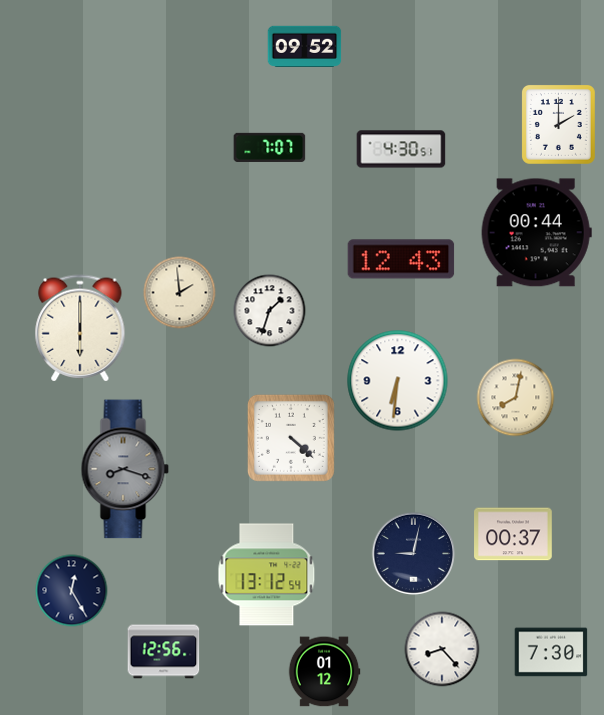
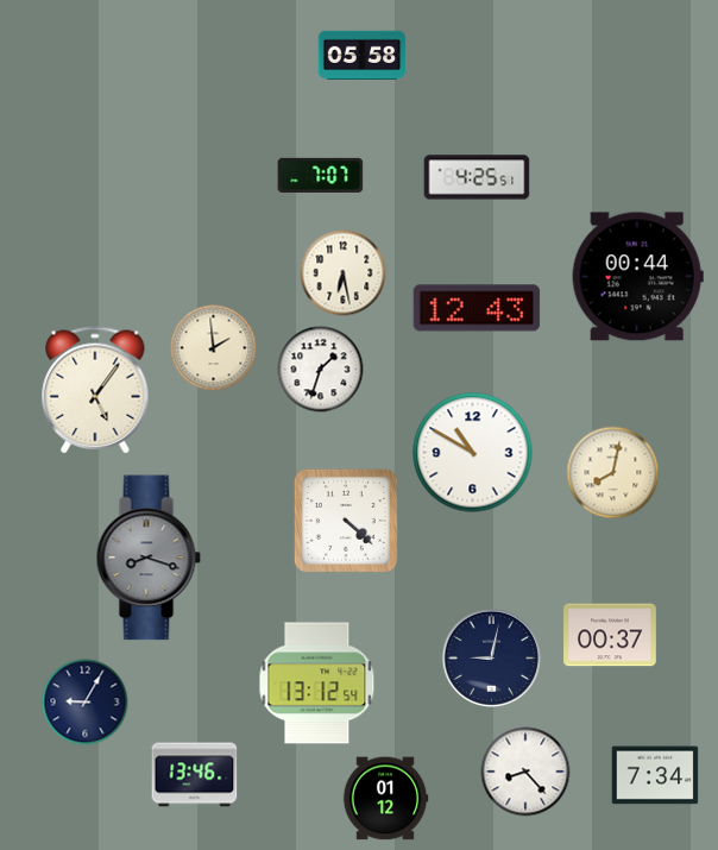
clock at (305, 46): 09:52 -> 05:58
clock at (558, 124): 2:00 -> none
clock at (401, 149): 4:30 -> 4:25
clock at (344, 273): none -> 6:28
clock at (80, 328): 6:00 -> 5:06
clock at (398, 381): 6:31 -> 10:50
clock at (72, 591): 12:25 -> 9:05
clock at (164, 652): 12:56 -> 13:46
clock at (551, 652): 7:30 -> 7:34
